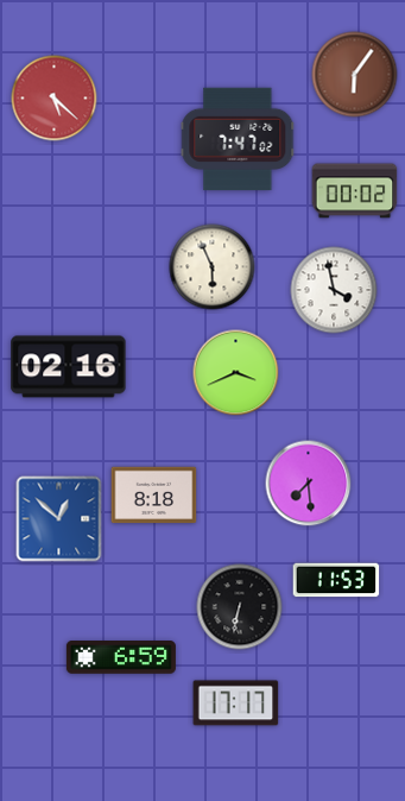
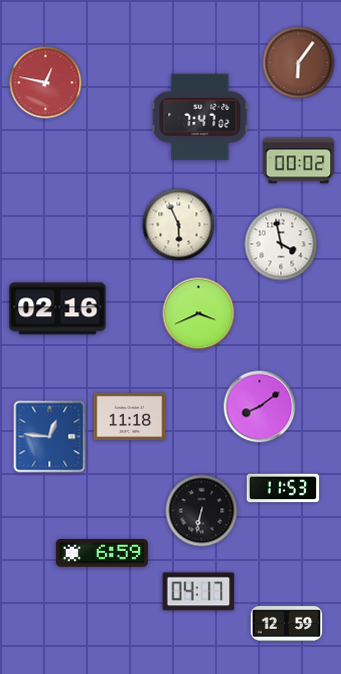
clock at (55, 99): 5:22 -> 12:47
clock at (309, 484): 7:29 -> 8:09
clock at (154, 496): 8:18 -> 11:18
clock at (59, 519): 12:52 -> 12:46
clock at (236, 704): 17:17 -> 04:17
clock at (287, 624): none -> 12:59
